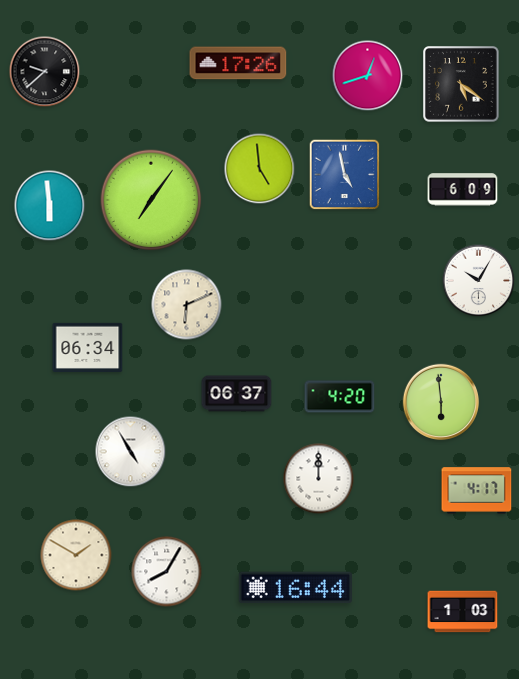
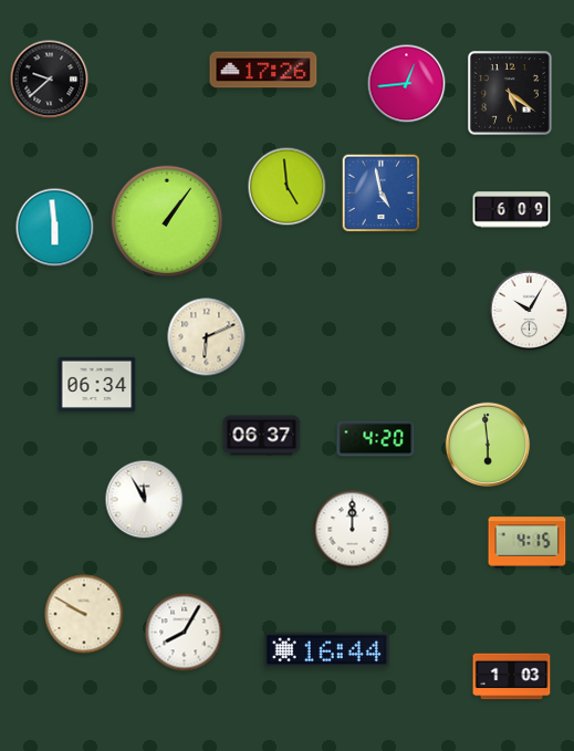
clock at (368, 76): 12:42 -> 12:44
clock at (151, 200): 7:06 -> 1:06
clock at (131, 452): 4:55 -> 11:55
clock at (477, 491): 4:17 -> 4:15
clock at (76, 555): 1:50 -> 9:50
